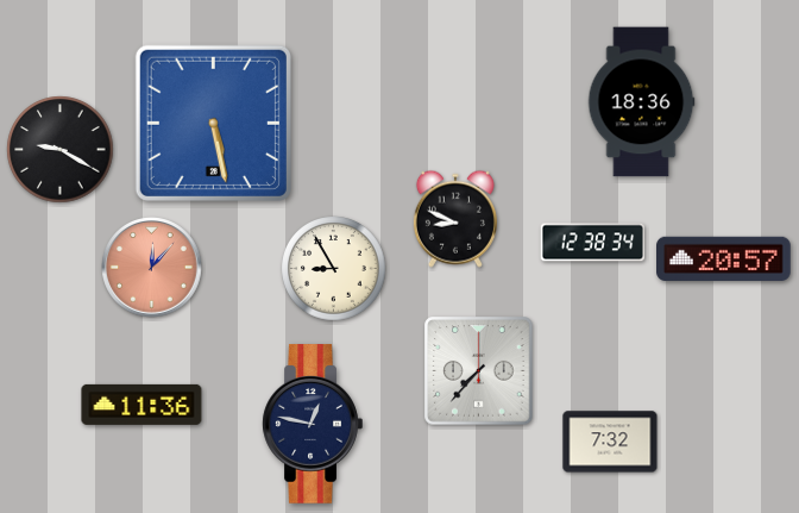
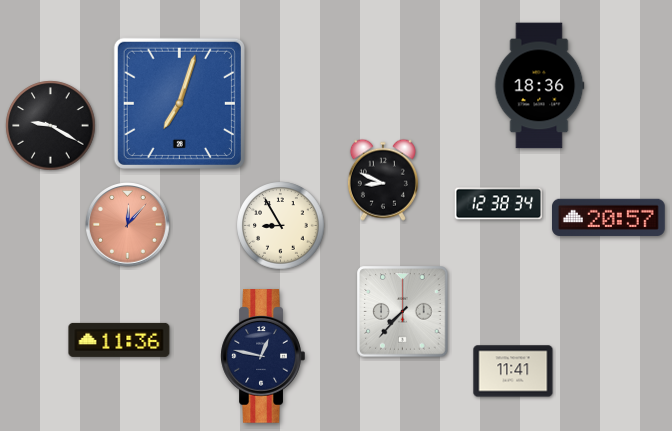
clock at (213, 123): 5:28 -> 7:03
clock at (455, 219) position: (455, 219) -> (383, 180)
clock at (610, 442): 7:32 -> 11:41
